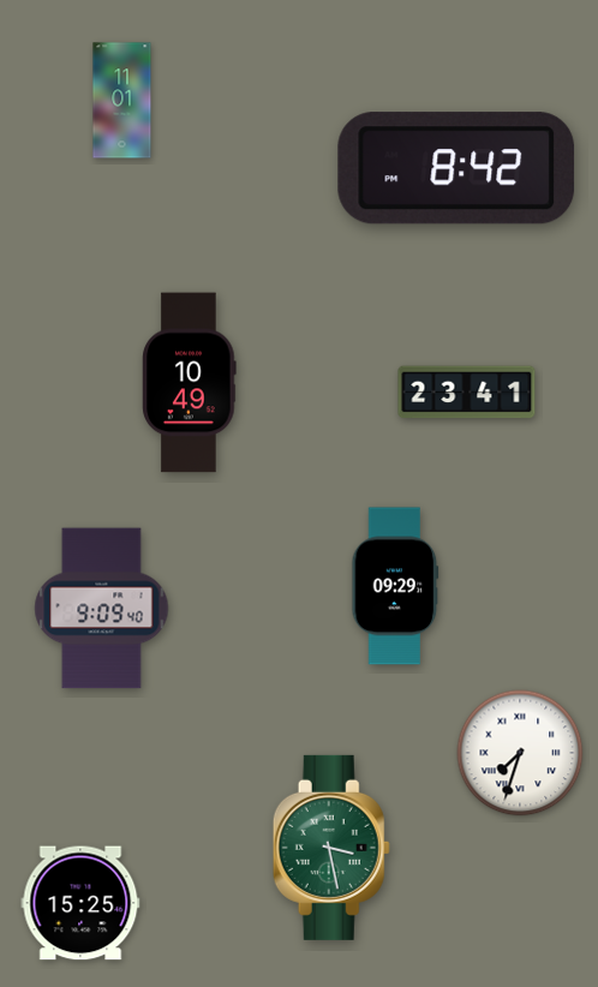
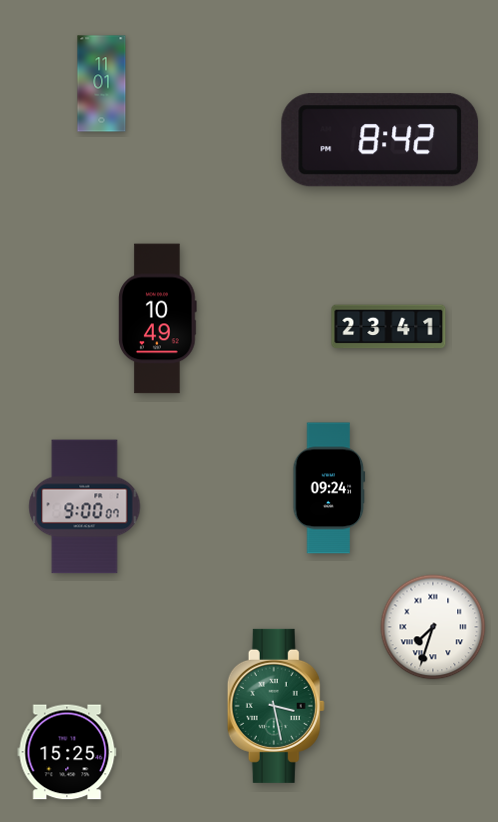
clock at (395, 586): 09:29 -> 09:24
clock at (102, 609): 9:09 -> 9:00
